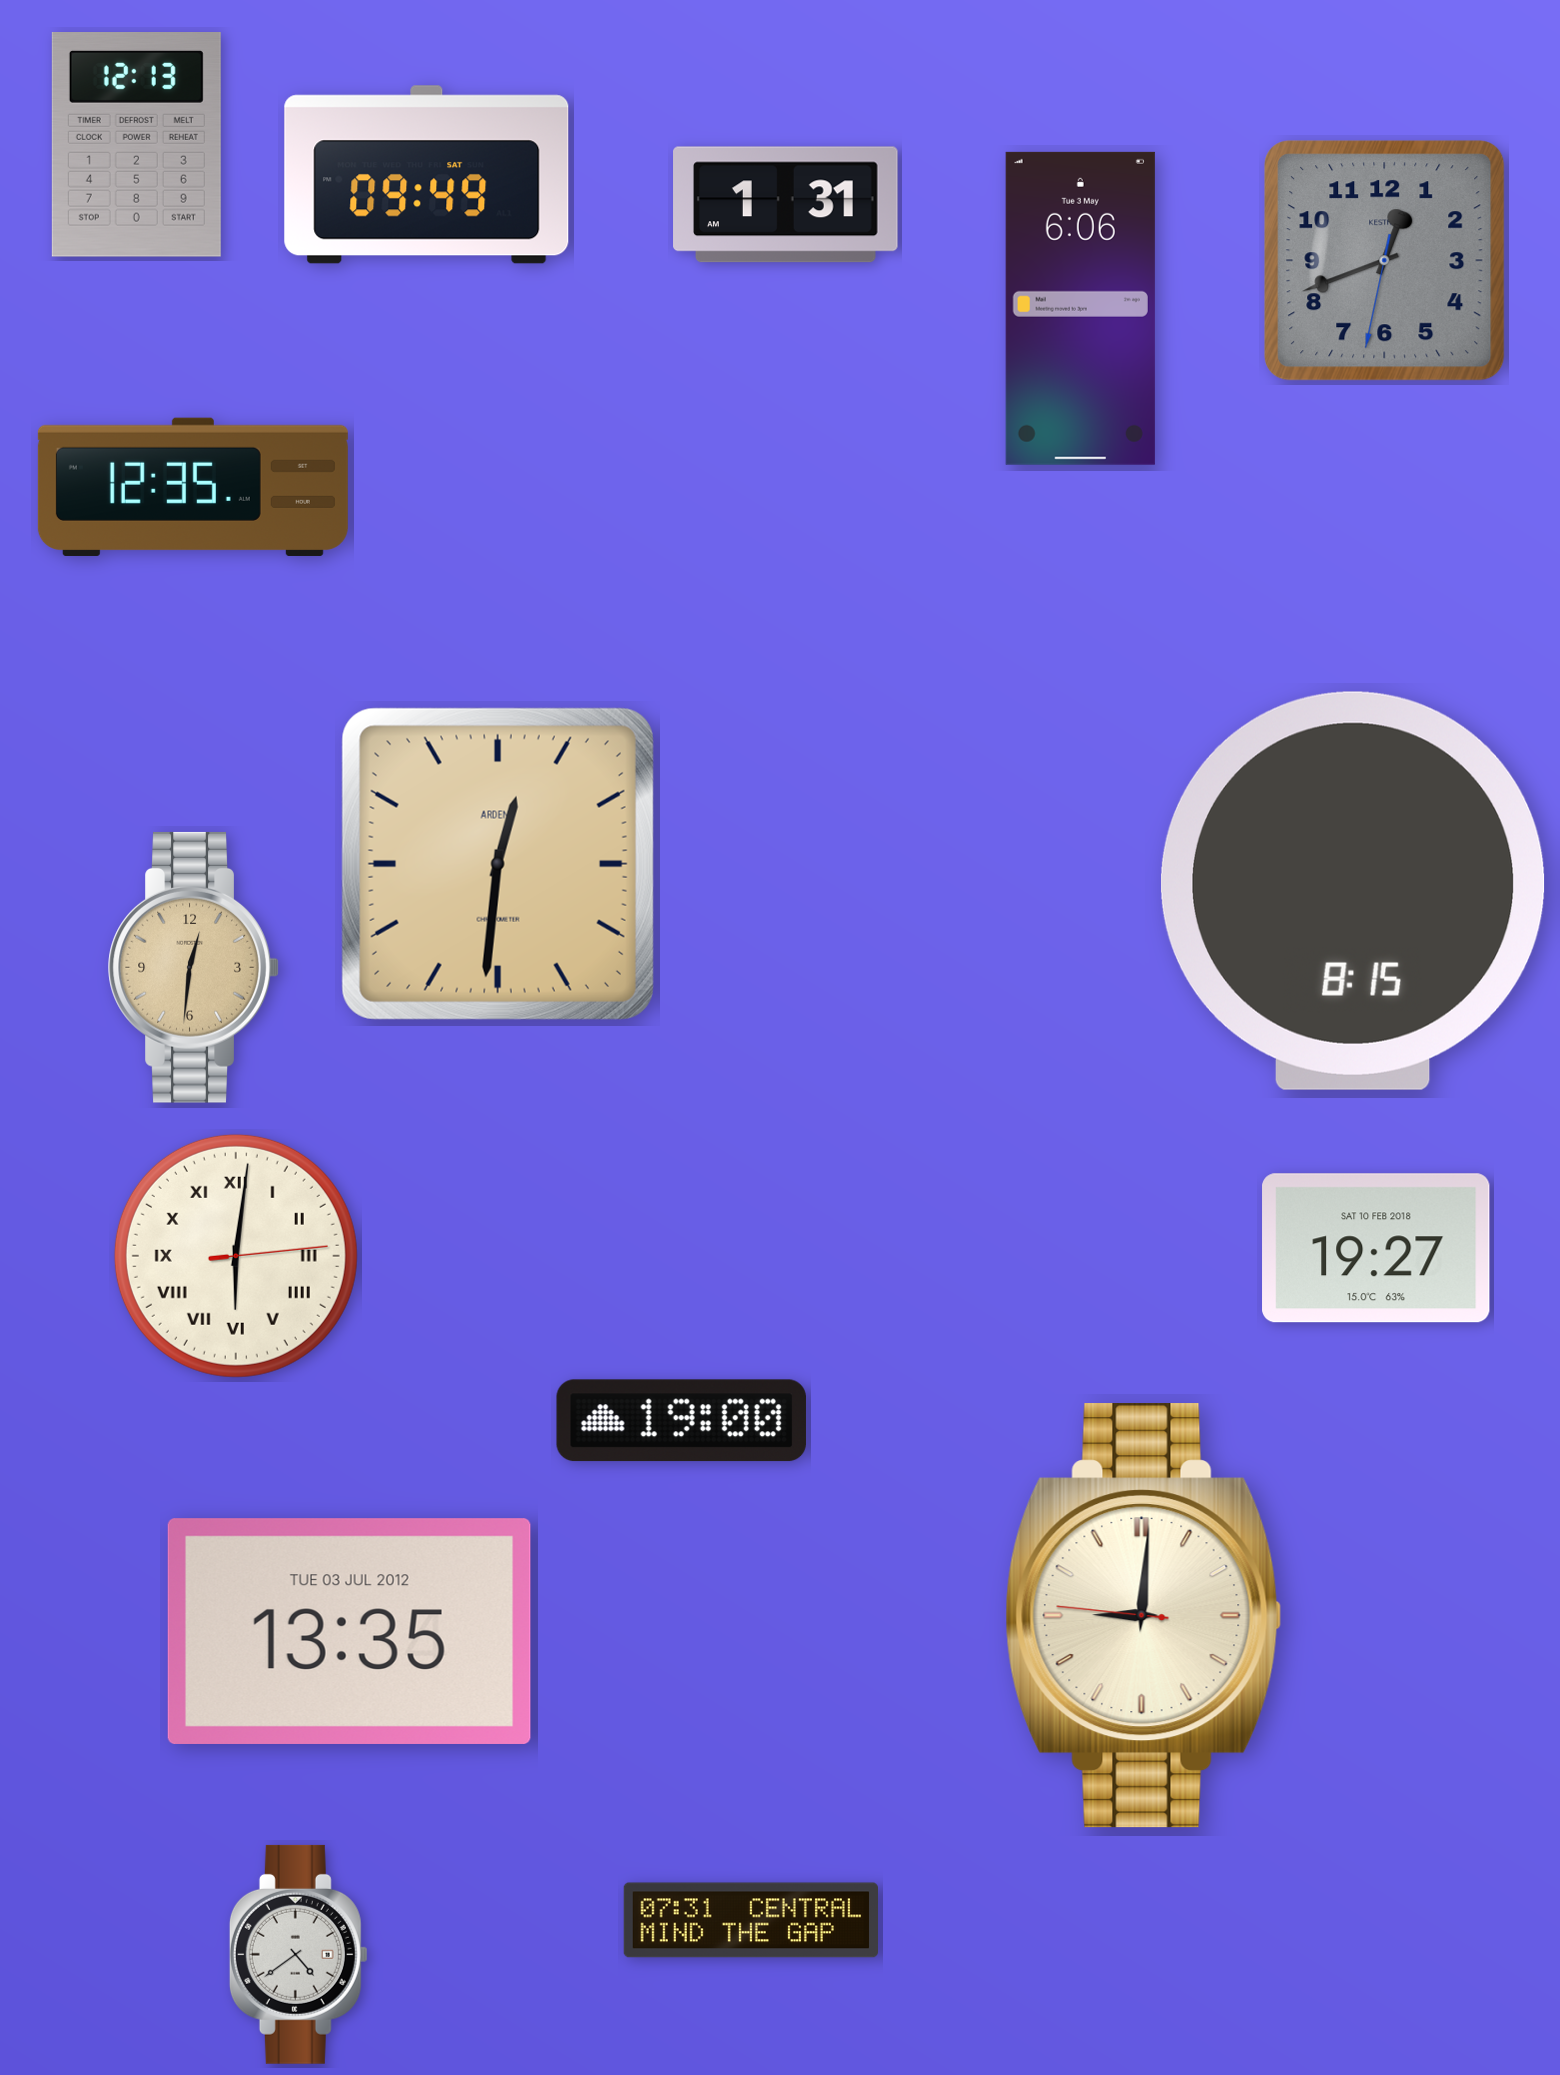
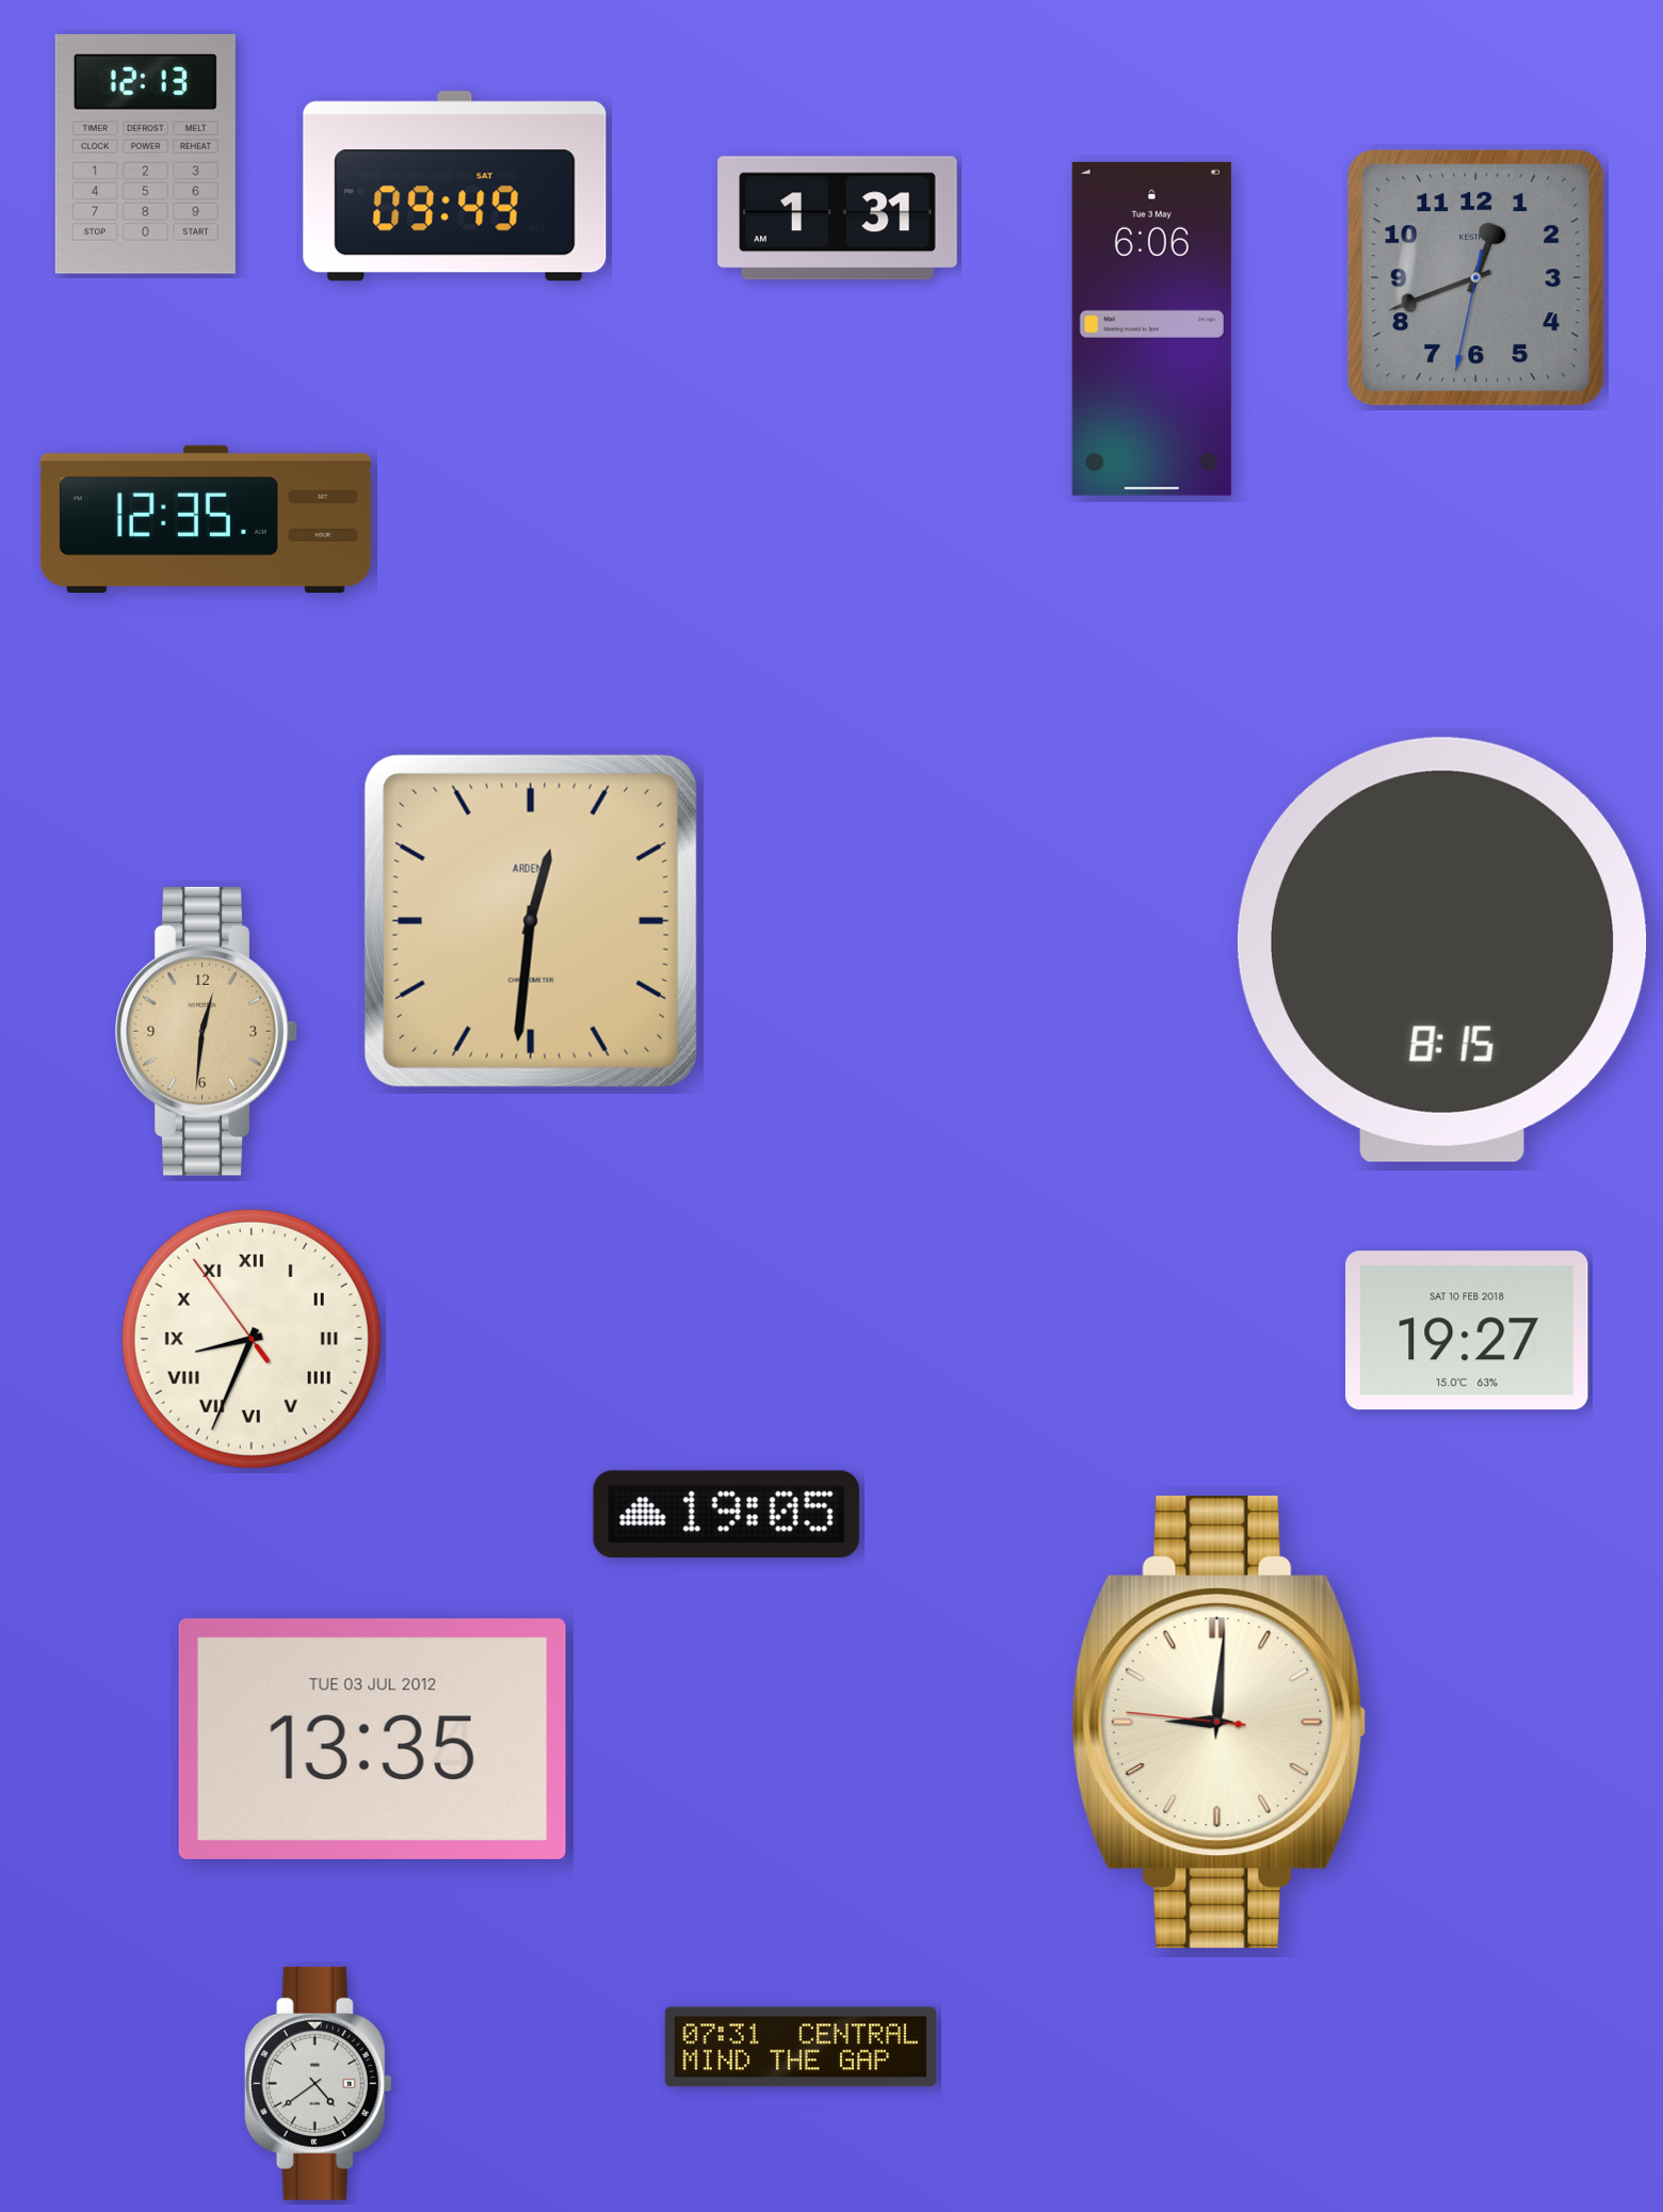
clock at (236, 1256): 6:01 -> 8:33
clock at (681, 1421): 19:00 -> 19:05
